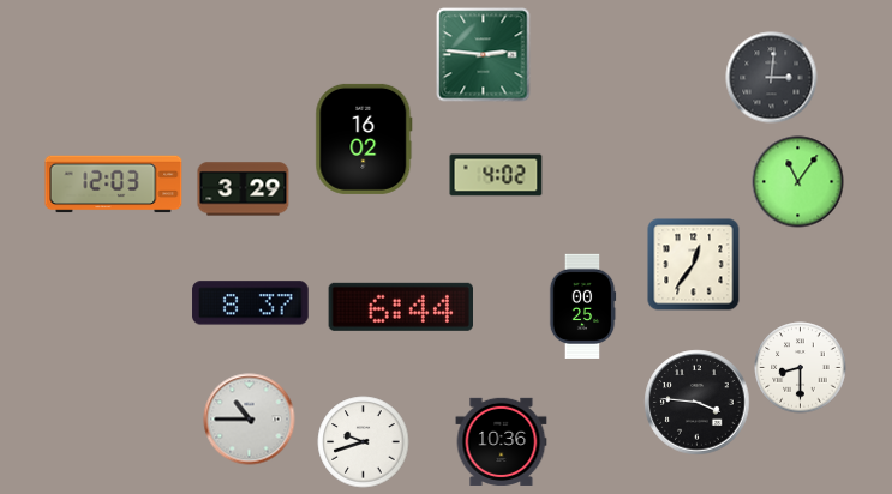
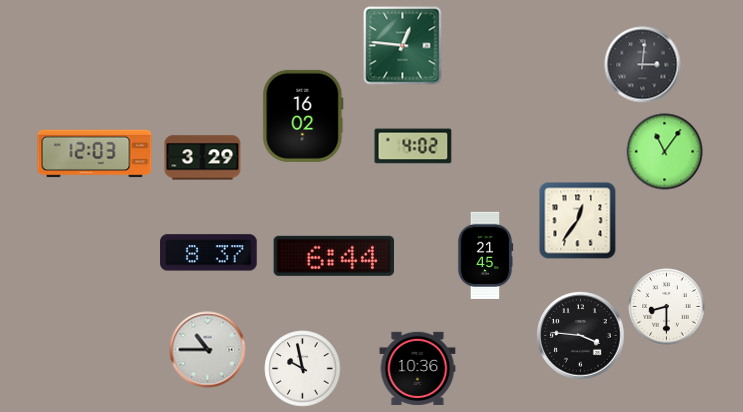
clock at (484, 55): 2:46 -> 12:46
clock at (582, 306): 00:25 -> 21:45
clock at (364, 442): 9:42 -> 9:58
